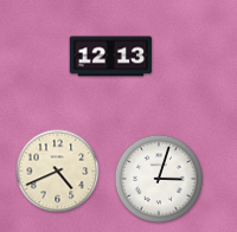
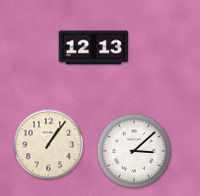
clock at (58, 172): 4:41 -> 1:06
clock at (158, 178): 3:03 -> 3:08
